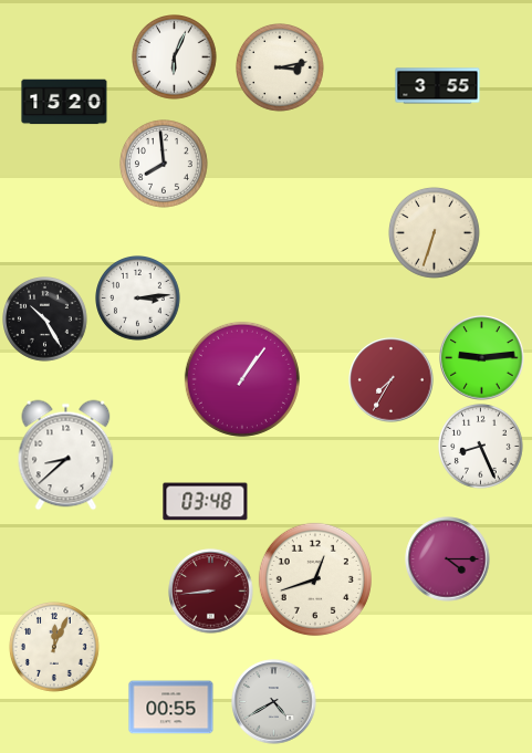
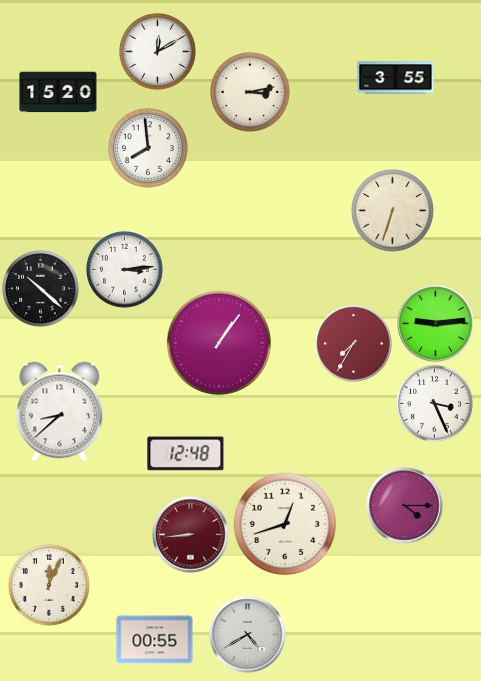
clock at (175, 57): 6:04 -> 12:10
clock at (281, 69) position: (281, 69) -> (251, 93)
clock at (45, 320): 10:25 -> 10:22
clock at (481, 447): 8:26 -> 3:26
clock at (206, 502): 03:48 -> 12:48
